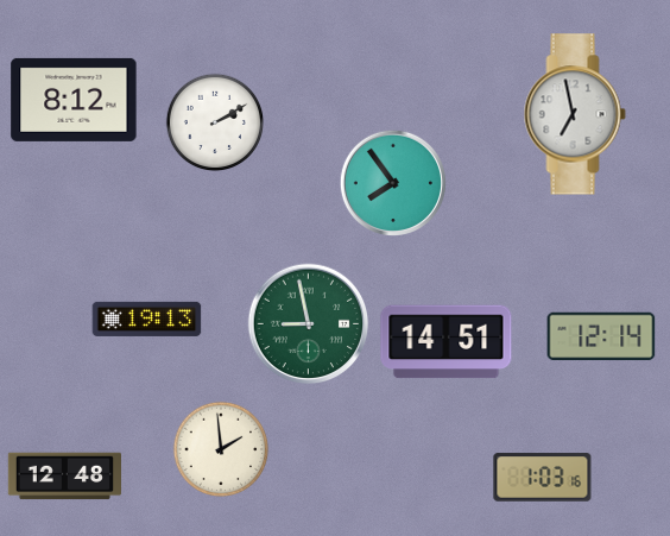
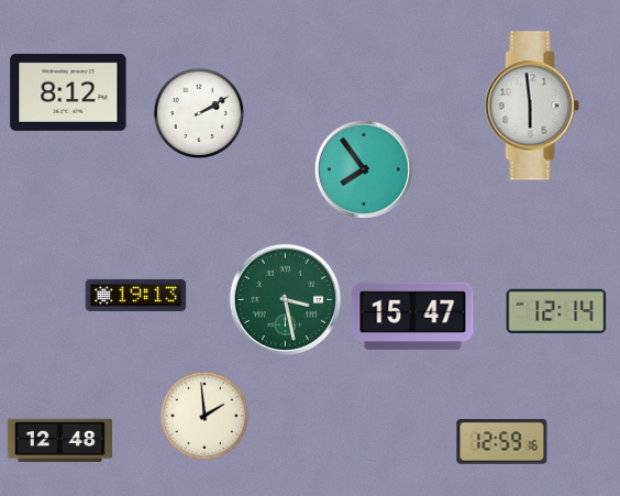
clock at (575, 114): 6:58 -> 5:59
clock at (309, 324): 8:58 -> 3:28
clock at (447, 342): 14:51 -> 15:47
clock at (543, 478): 1:03 -> 12:59
